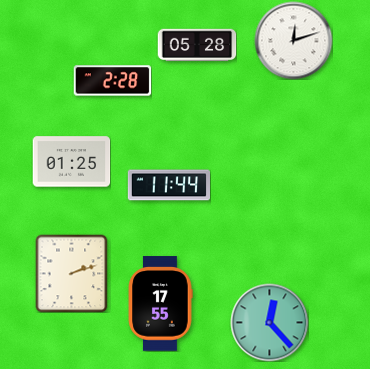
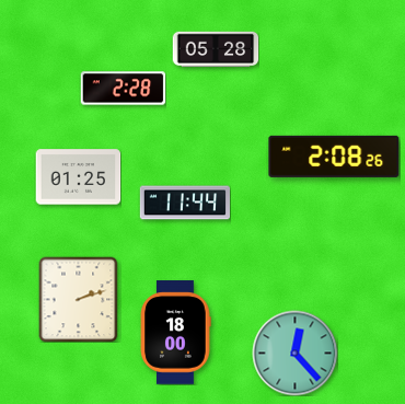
clock at (293, 40): 12:12 -> none
clock at (334, 157): none -> 2:08
clock at (160, 304): 17:55 -> 18:00
